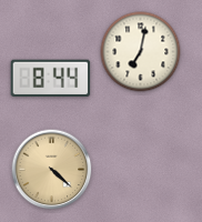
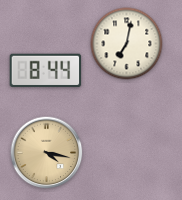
clock at (141, 52) position: (141, 52) -> (127, 44)
clock at (52, 170): 4:22 -> 4:17
